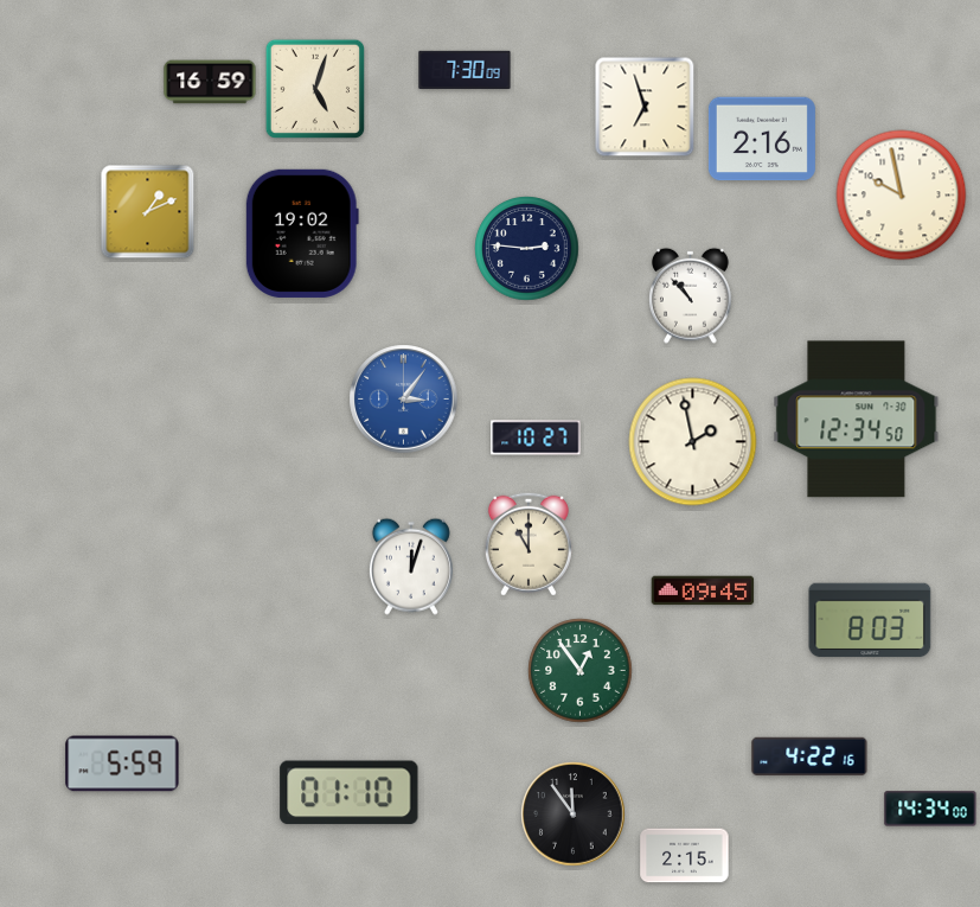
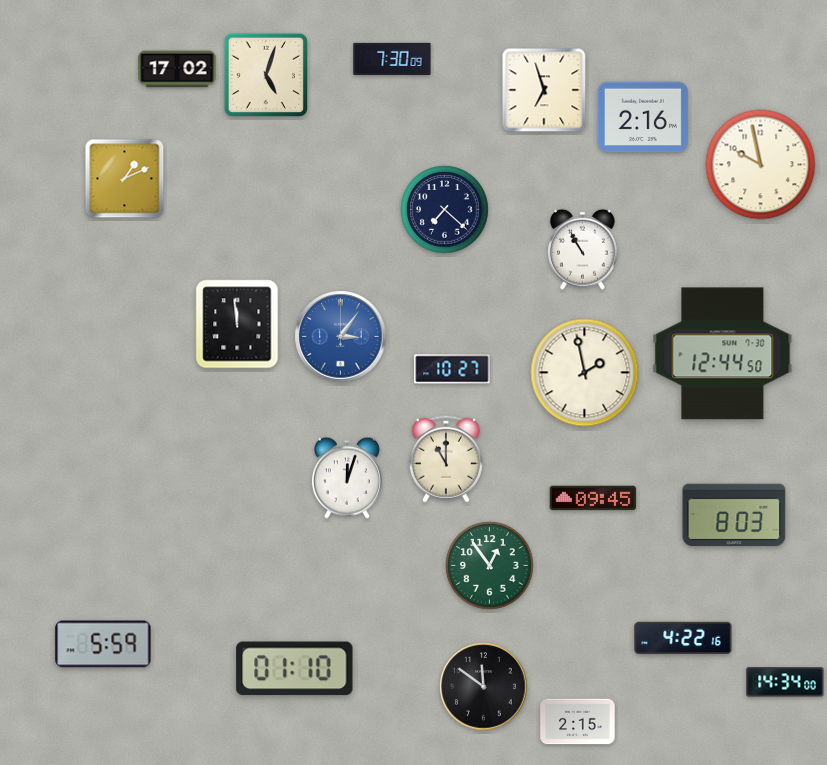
clock at (210, 82): 16:59 -> 17:02
clock at (302, 234): 19:02 -> none
clock at (527, 249): 2:46 -> 7:22
clock at (691, 295): 10:53 -> 10:55
clock at (237, 324): none -> 11:59
clock at (857, 420): 12:34 -> 12:44
clock at (870, 620) position: (870, 620) -> (734, 515)
clock at (574, 815): 11:54 -> 11:51
